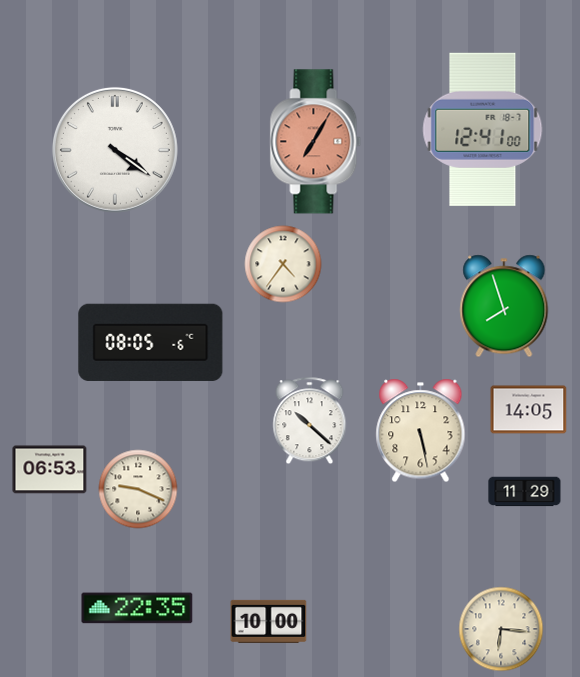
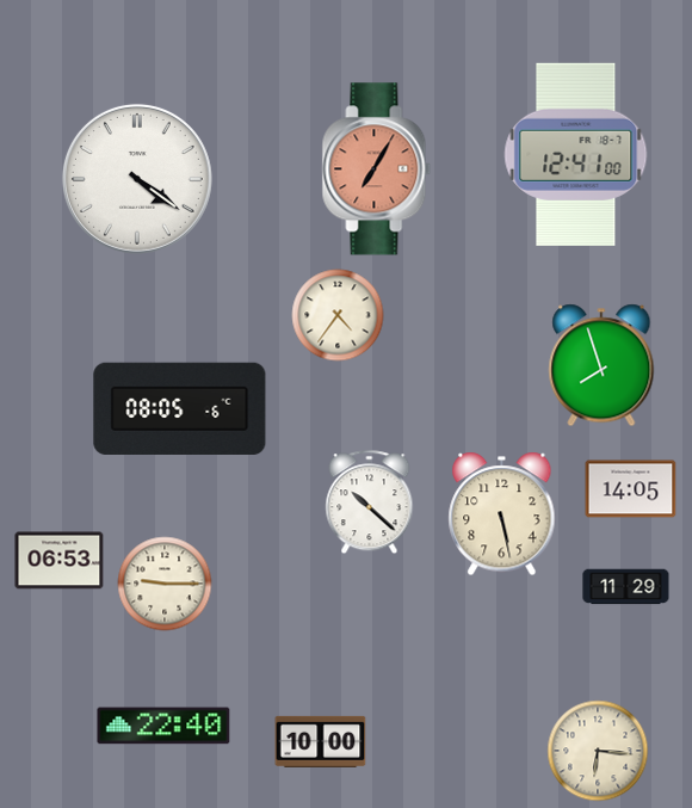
clock at (138, 489): 9:19 -> 9:15
clock at (137, 608): 22:35 -> 22:40
